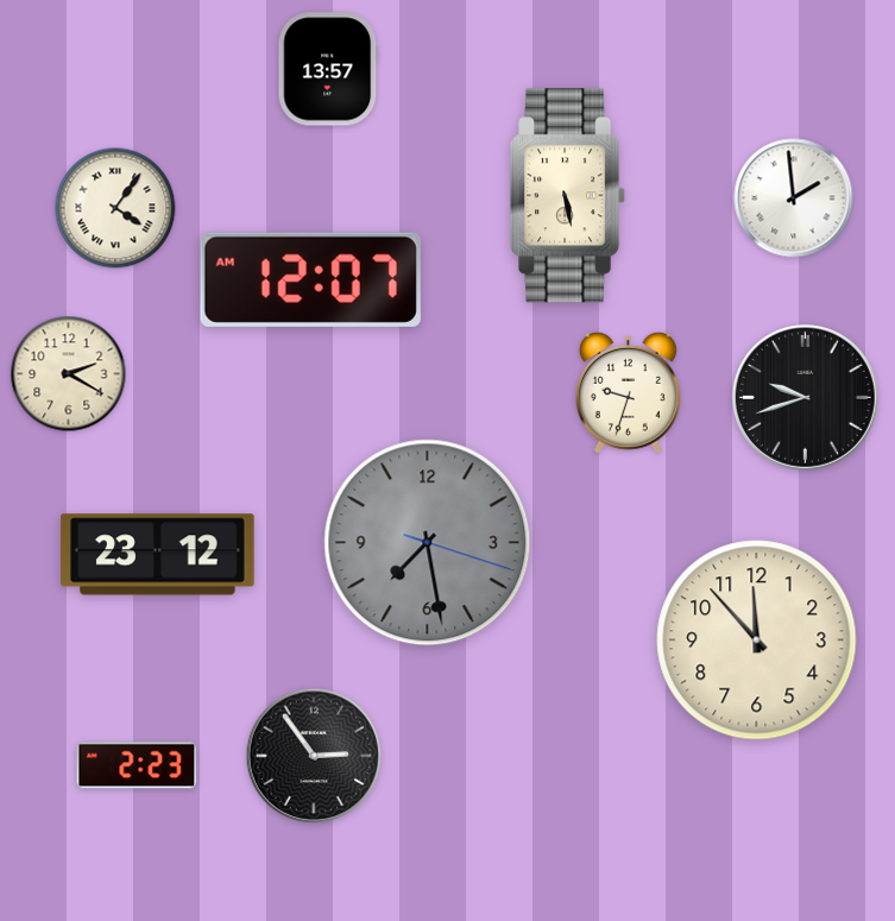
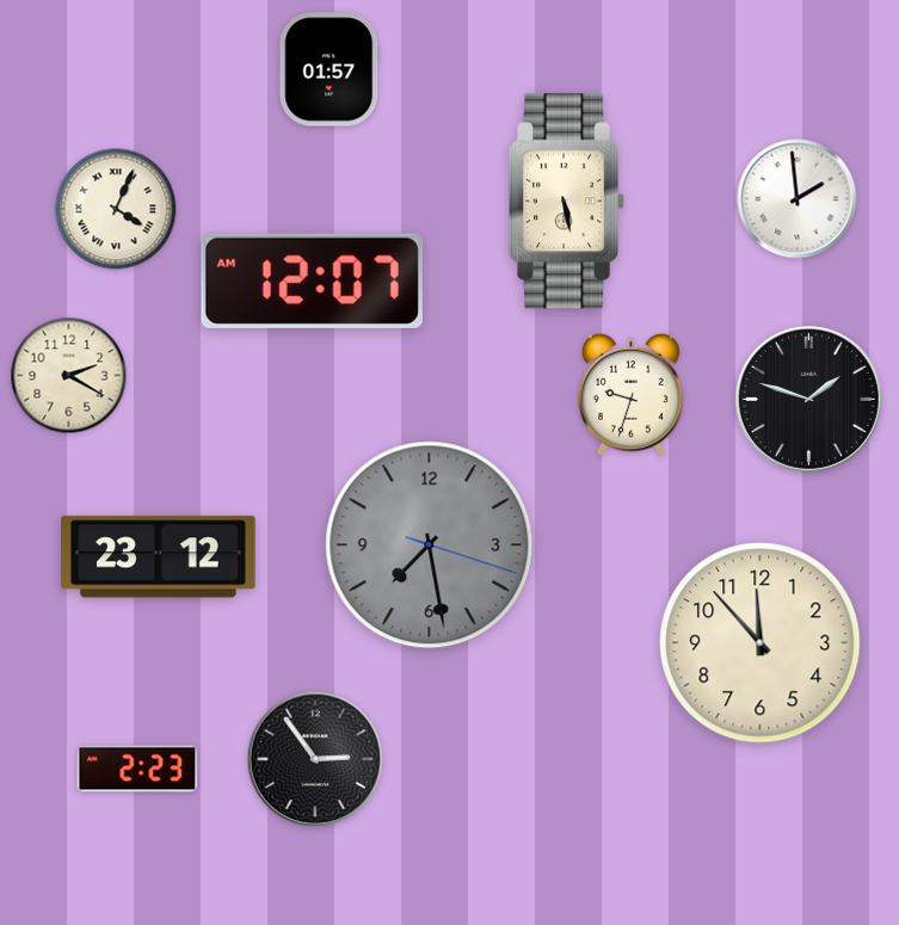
clock at (328, 69): 13:57 -> 01:57
clock at (569, 196) position: (569, 196) -> (568, 202)
clock at (115, 208): 4:06 -> 4:04
clock at (805, 397): 9:42 -> 1:48
